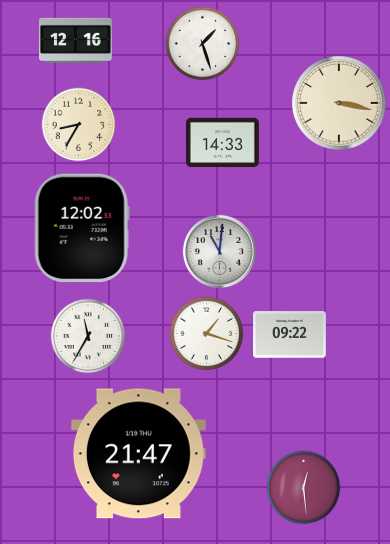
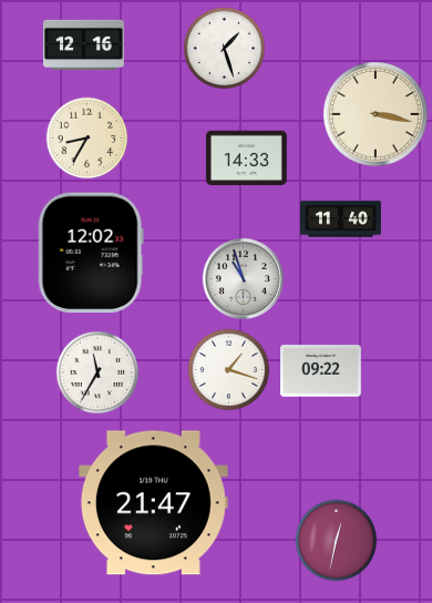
clock at (341, 219): none -> 11:40
clock at (219, 251): 11:01 -> 10:57
clock at (304, 488): 12:29 -> 12:32
